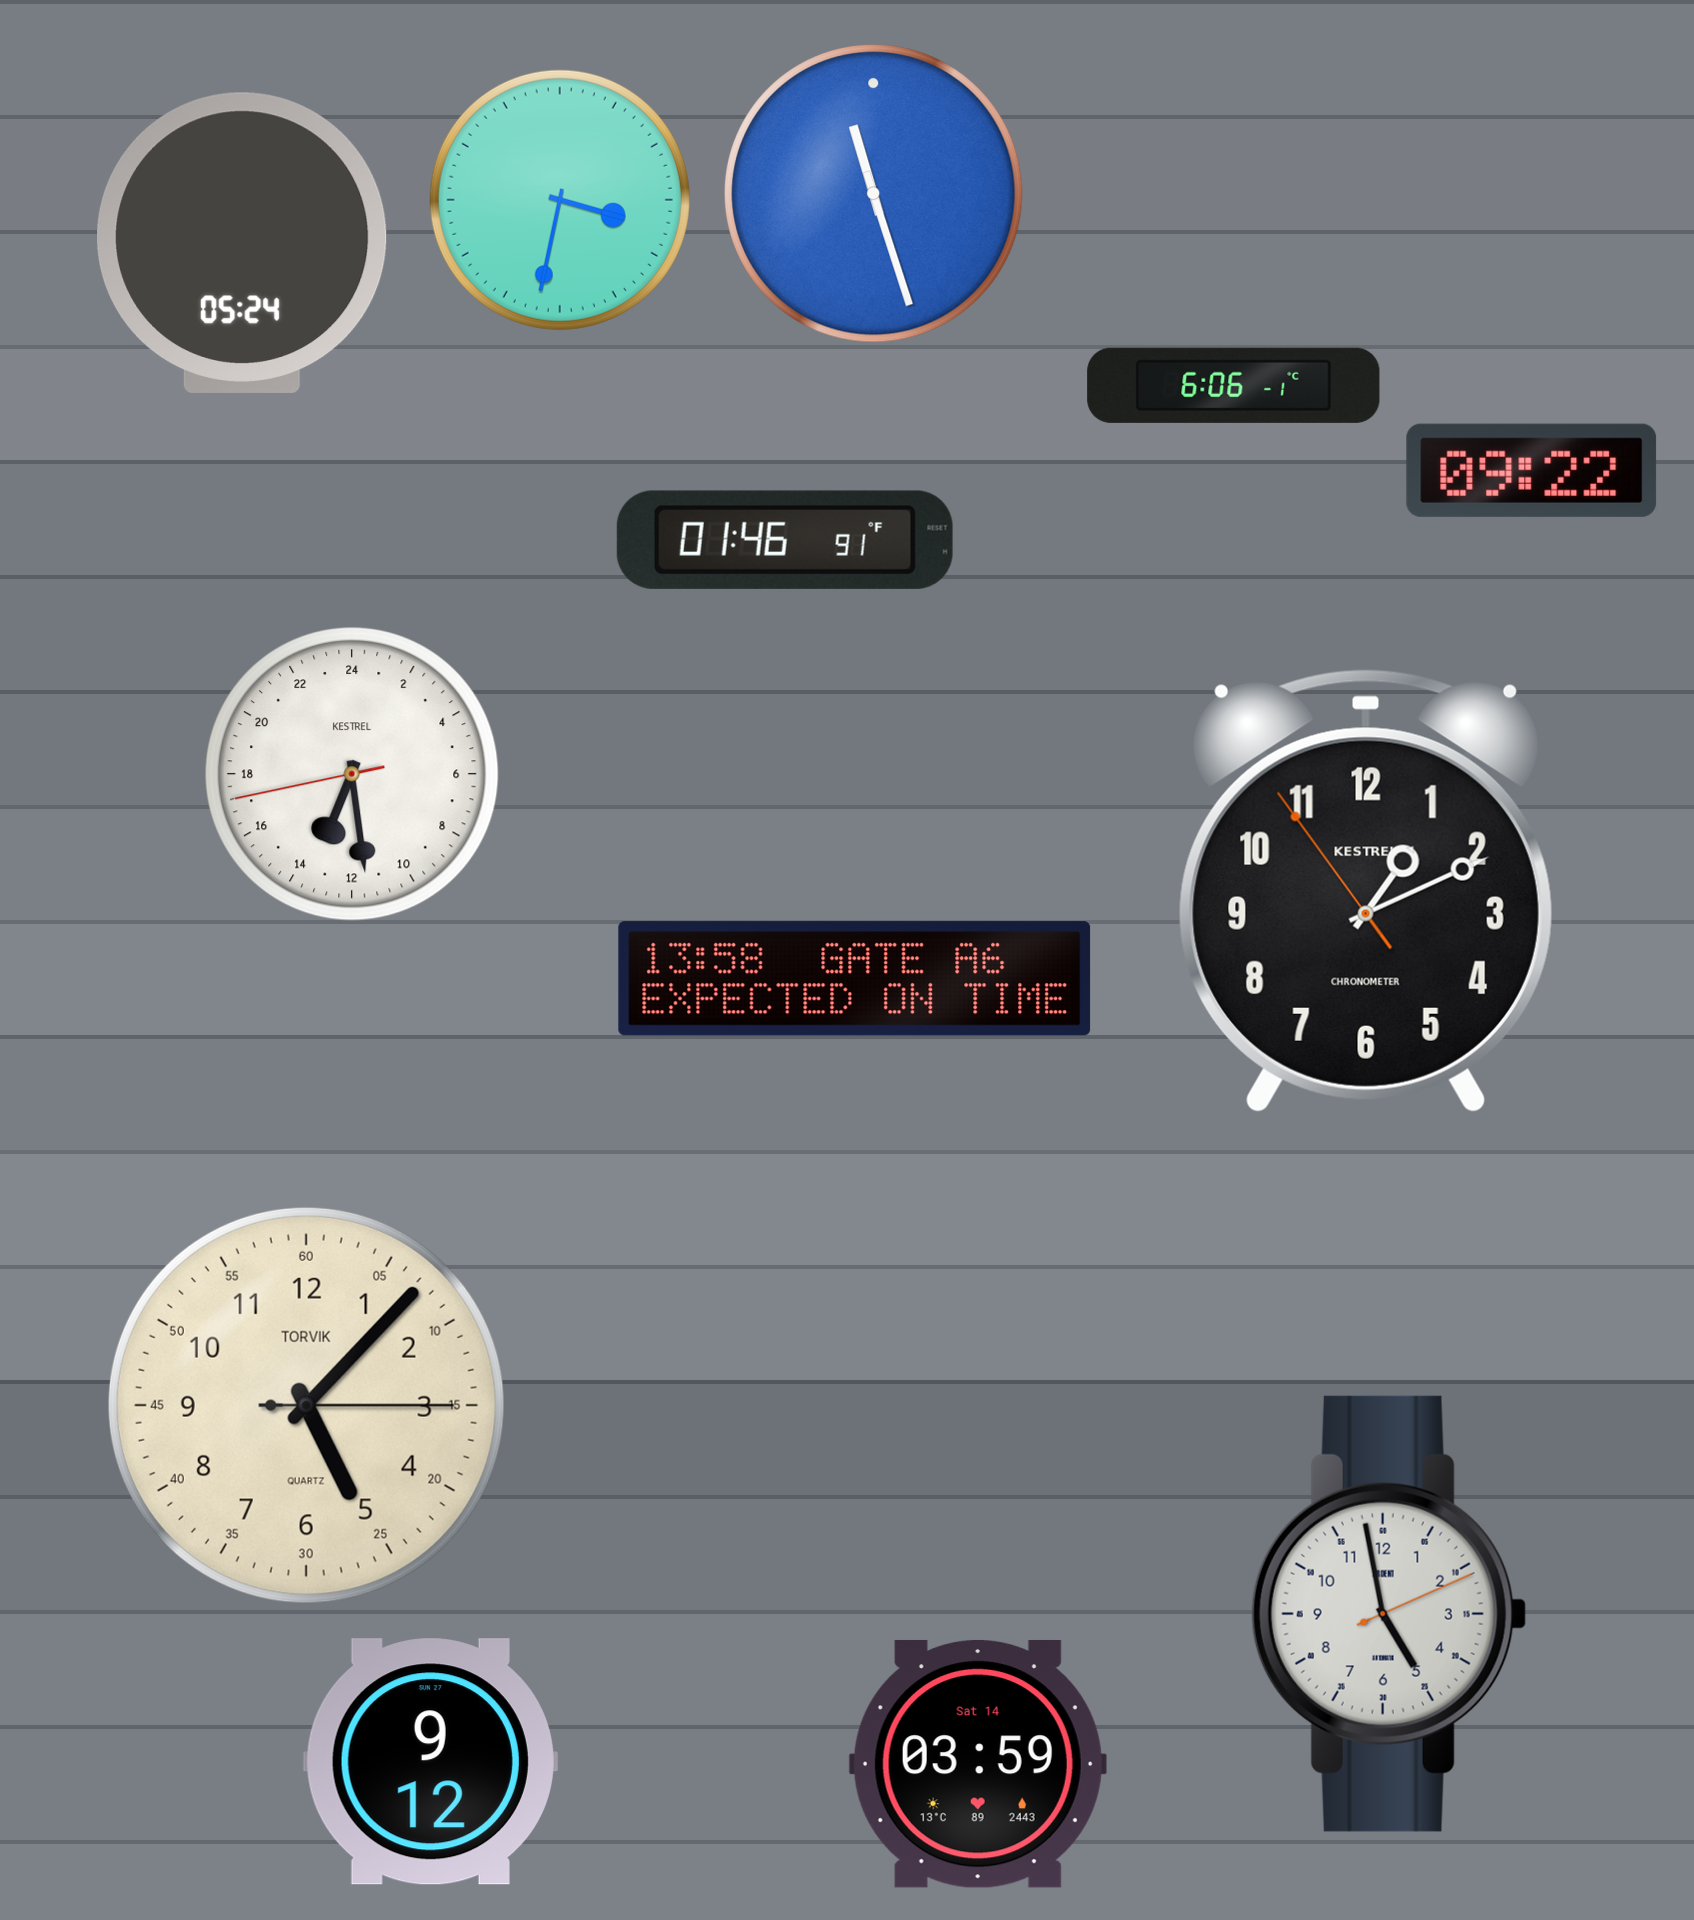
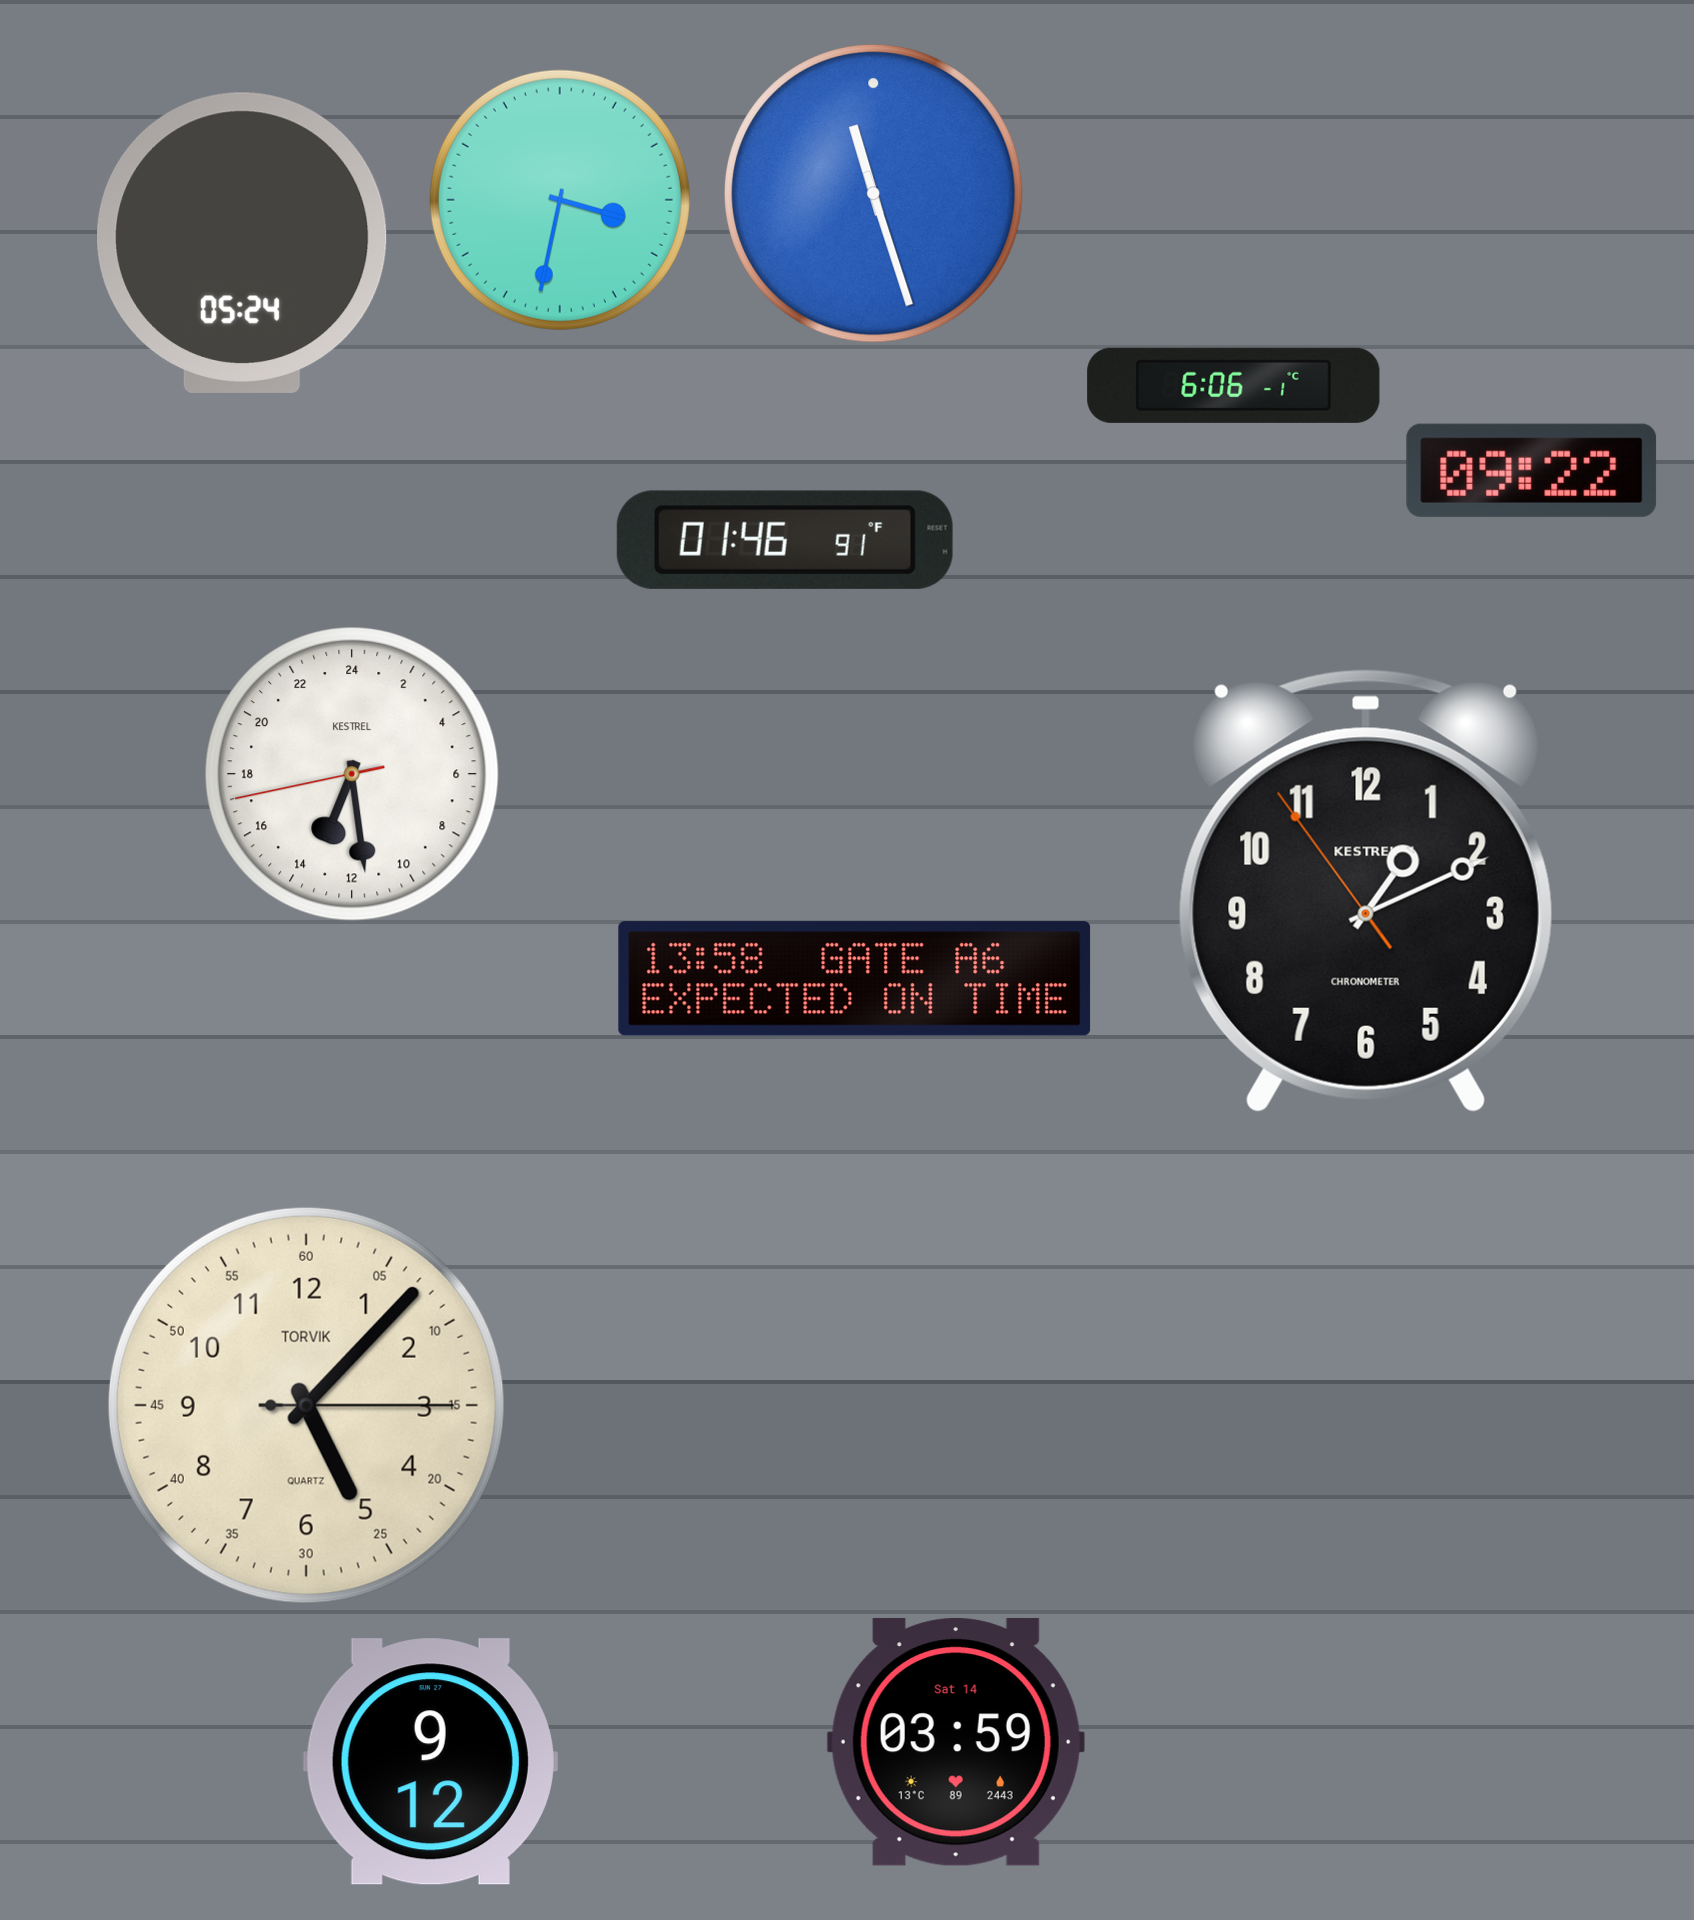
clock at (1389, 1614): 4:58 -> none
clock at (978, 1764) position: (978, 1764) -> (956, 1742)
